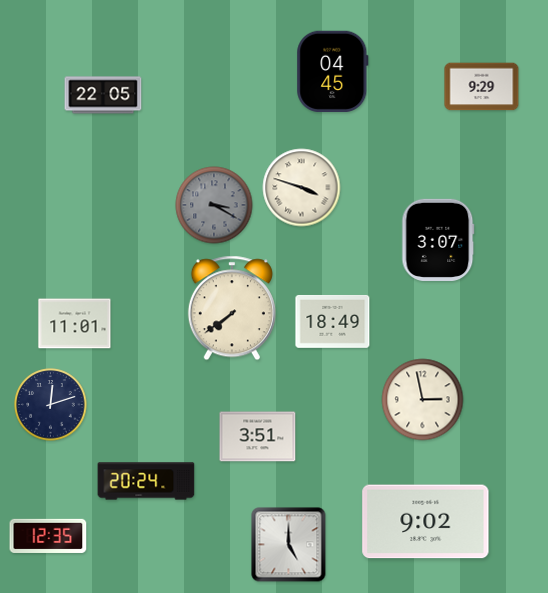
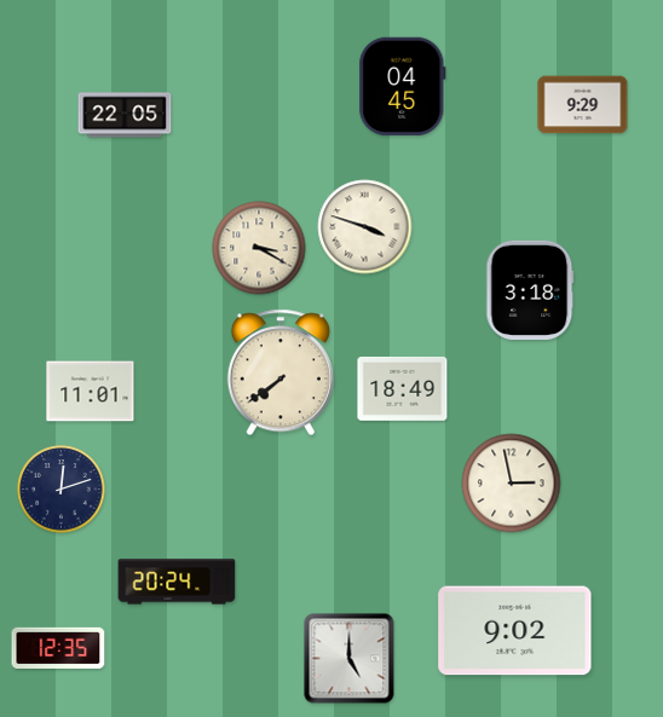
clock at (214, 205) dial: grey -> cream
clock at (438, 240): 3:07 -> 3:18
clock at (258, 437): 3:51 -> none
